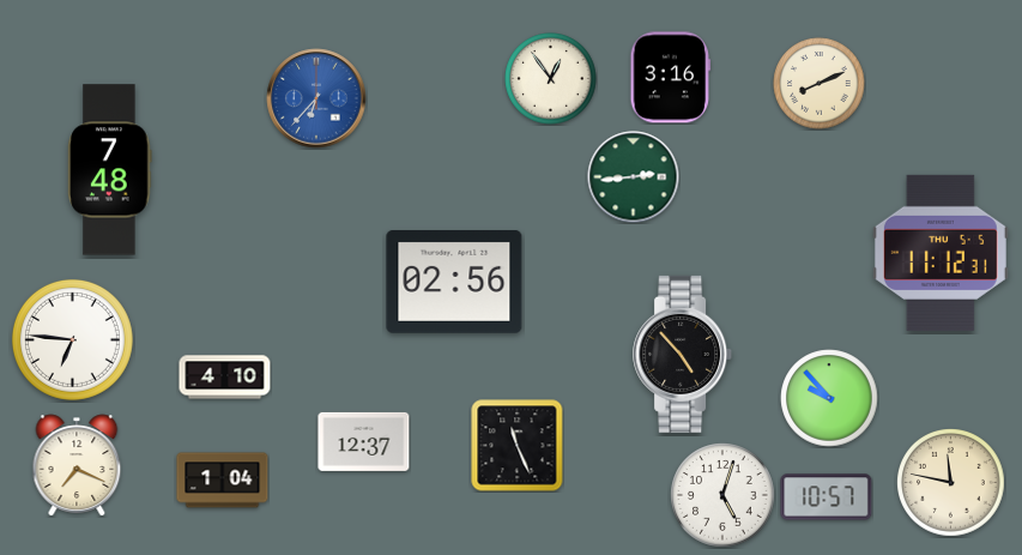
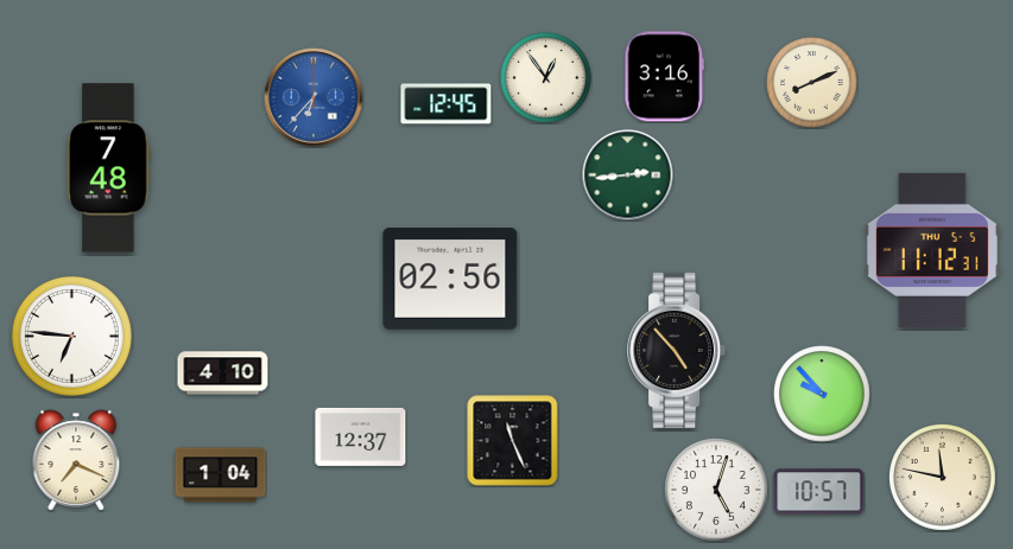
clock at (447, 104): none -> 12:45
